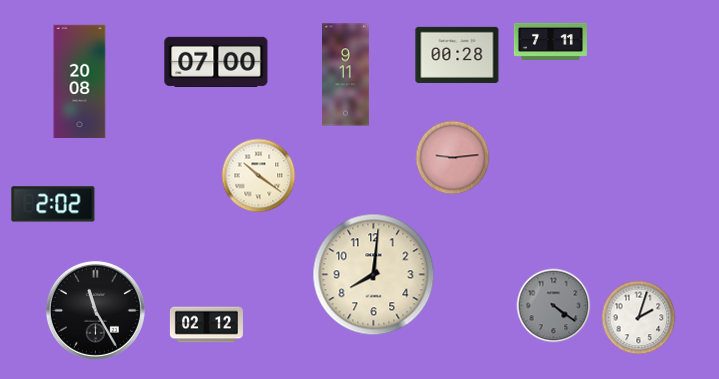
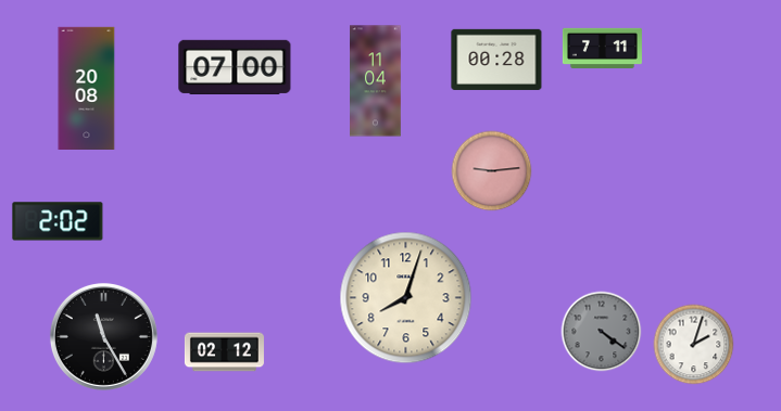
clock at (550, 41) position: (550, 41) -> (602, 48)
clock at (346, 75): 9:11 -> 11:04
clock at (259, 176): 10:21 -> none
clock at (374, 275): 8:01 -> 8:03
